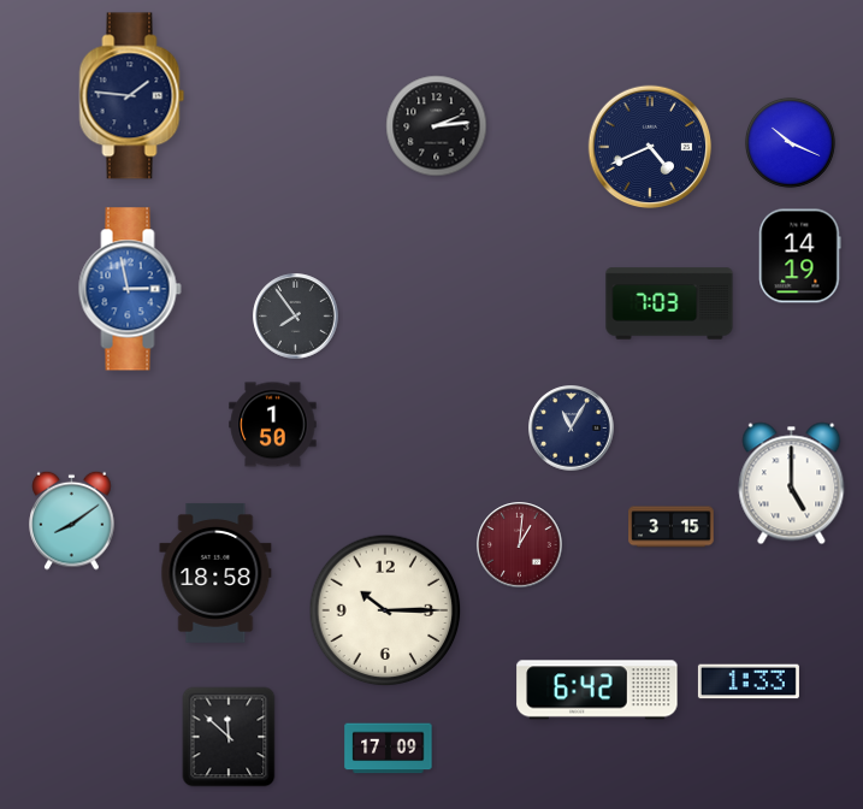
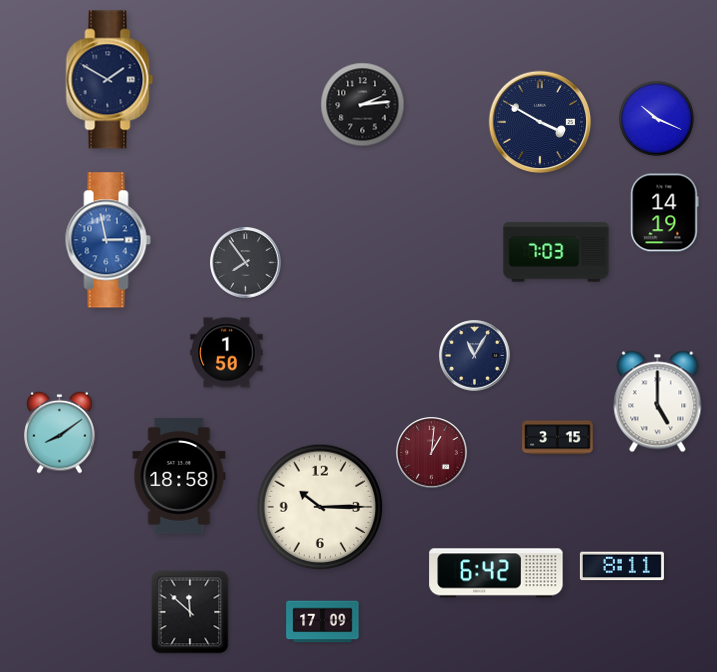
clock at (132, 96): 1:46 -> 1:50
clock at (650, 147): 4:41 -> 3:50
clock at (749, 681): 1:33 -> 8:11
